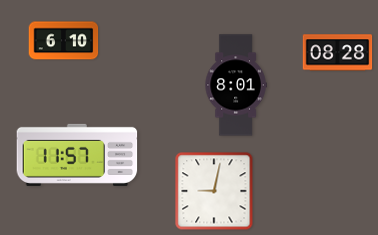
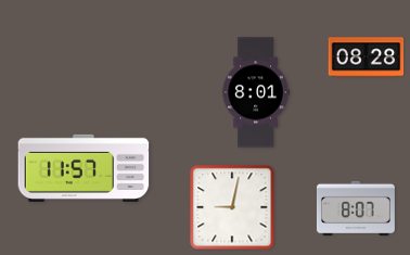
clock at (64, 41): 6:10 -> none
clock at (356, 208): none -> 8:07
